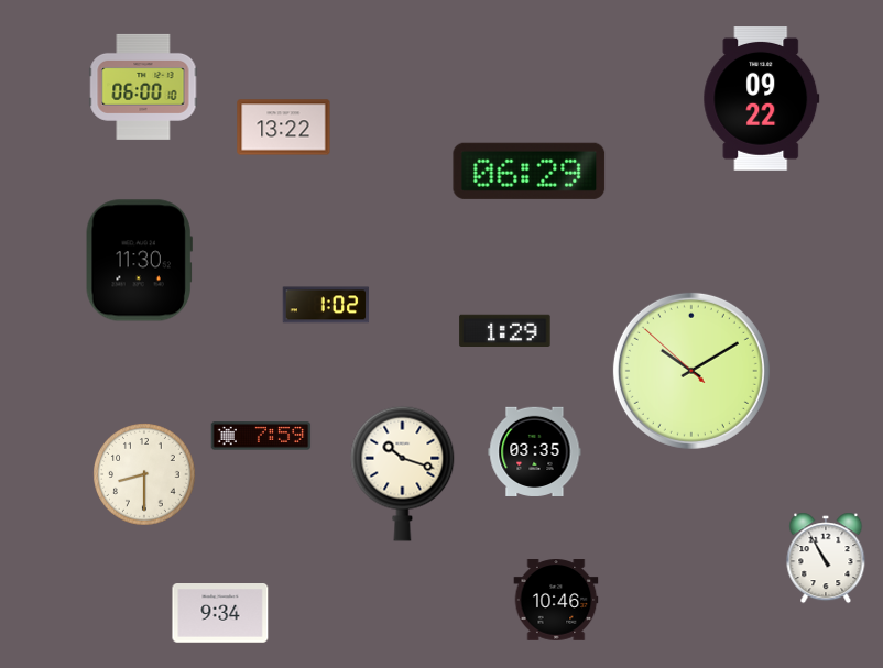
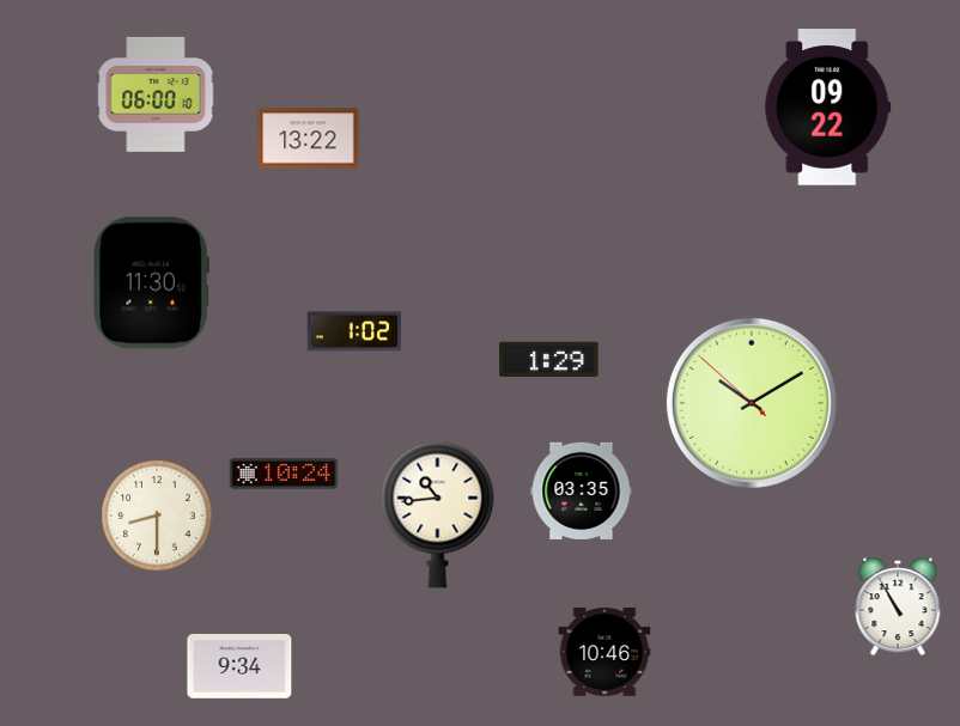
clock at (530, 171): 06:29 -> none
clock at (261, 436): 7:59 -> 10:24
clock at (403, 473): 10:18 -> 10:44
